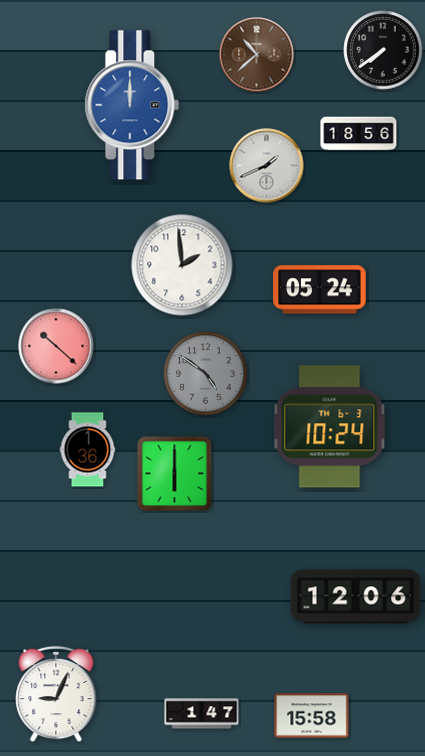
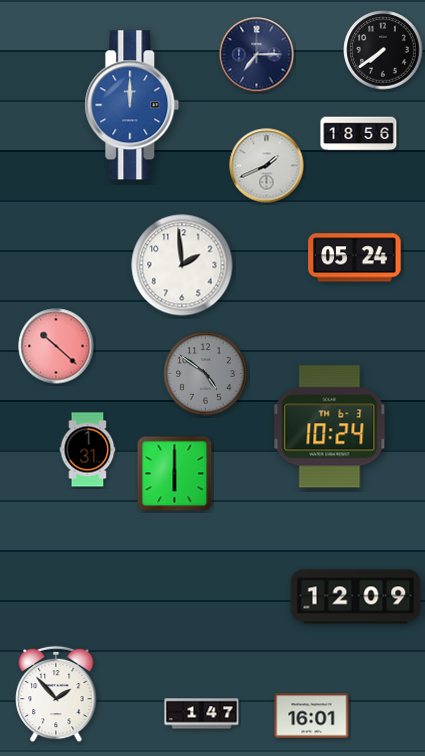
clock at (257, 55): 10:38 -> 7:15
clock at (257, 55) dial: brown -> navy
clock at (320, 290) position: (320, 290) -> (355, 258)
clock at (88, 450): 1:36 -> 1:31
clock at (356, 597): 12:06 -> 12:09
clock at (56, 694): 9:04 -> 1:53
clock at (312, 716): 15:58 -> 16:01
